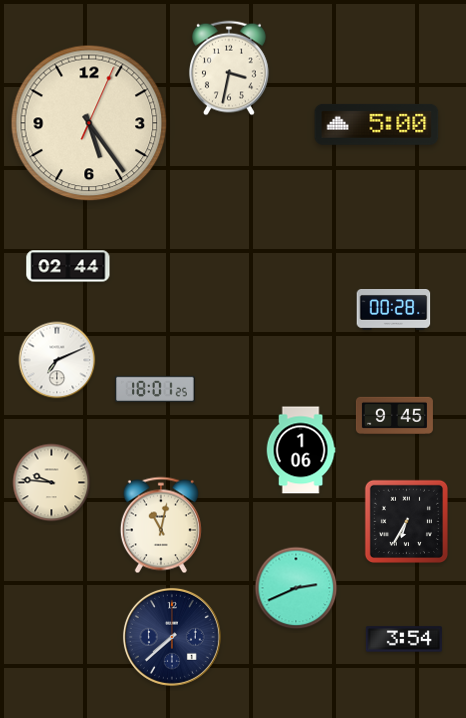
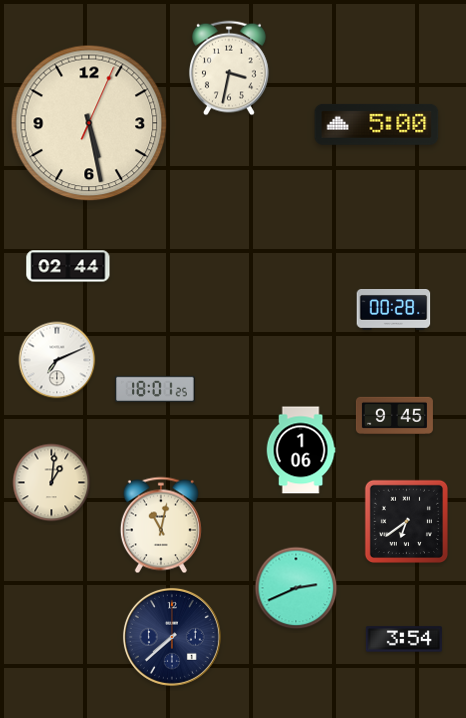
clock at (89, 123): 5:24 -> 5:28
clock at (52, 483): 9:46 -> 1:01
clock at (406, 521): 6:35 -> 6:39
